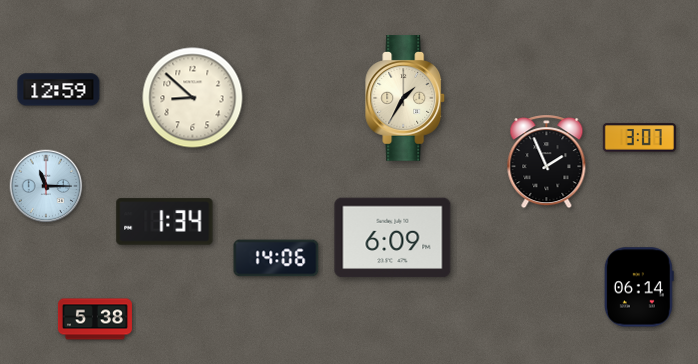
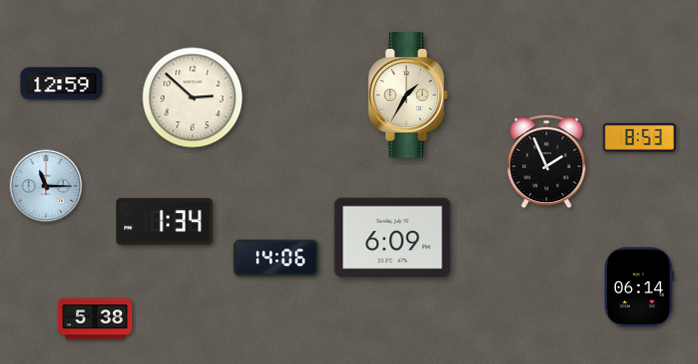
clock at (59, 90) position: (59, 90) -> (62, 84)
clock at (193, 98): 8:52 -> 2:52
clock at (406, 98) position: (406, 98) -> (409, 95)
clock at (639, 138): 3:07 -> 8:53
